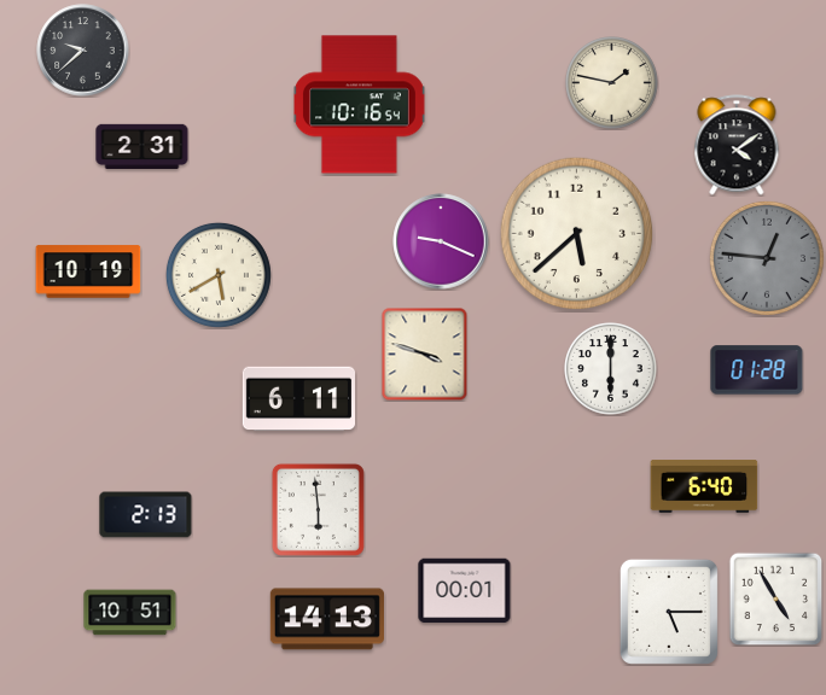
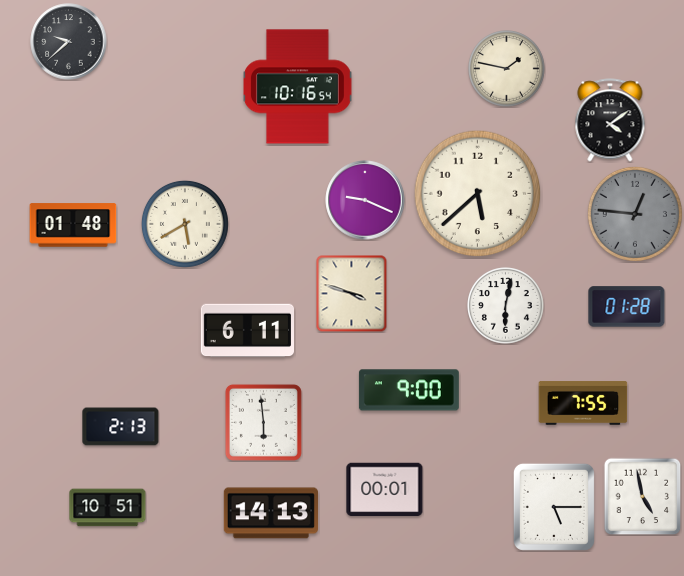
clock at (142, 146): 2:31 -> none
clock at (88, 271): 10:19 -> 01:48
clock at (219, 275) position: (219, 275) -> (185, 224)
clock at (611, 369): 6:00 -> 6:02
clock at (409, 390): none -> 9:00
clock at (704, 487): 6:40 -> 7:55
clock at (775, 598): 4:55 -> 4:58
